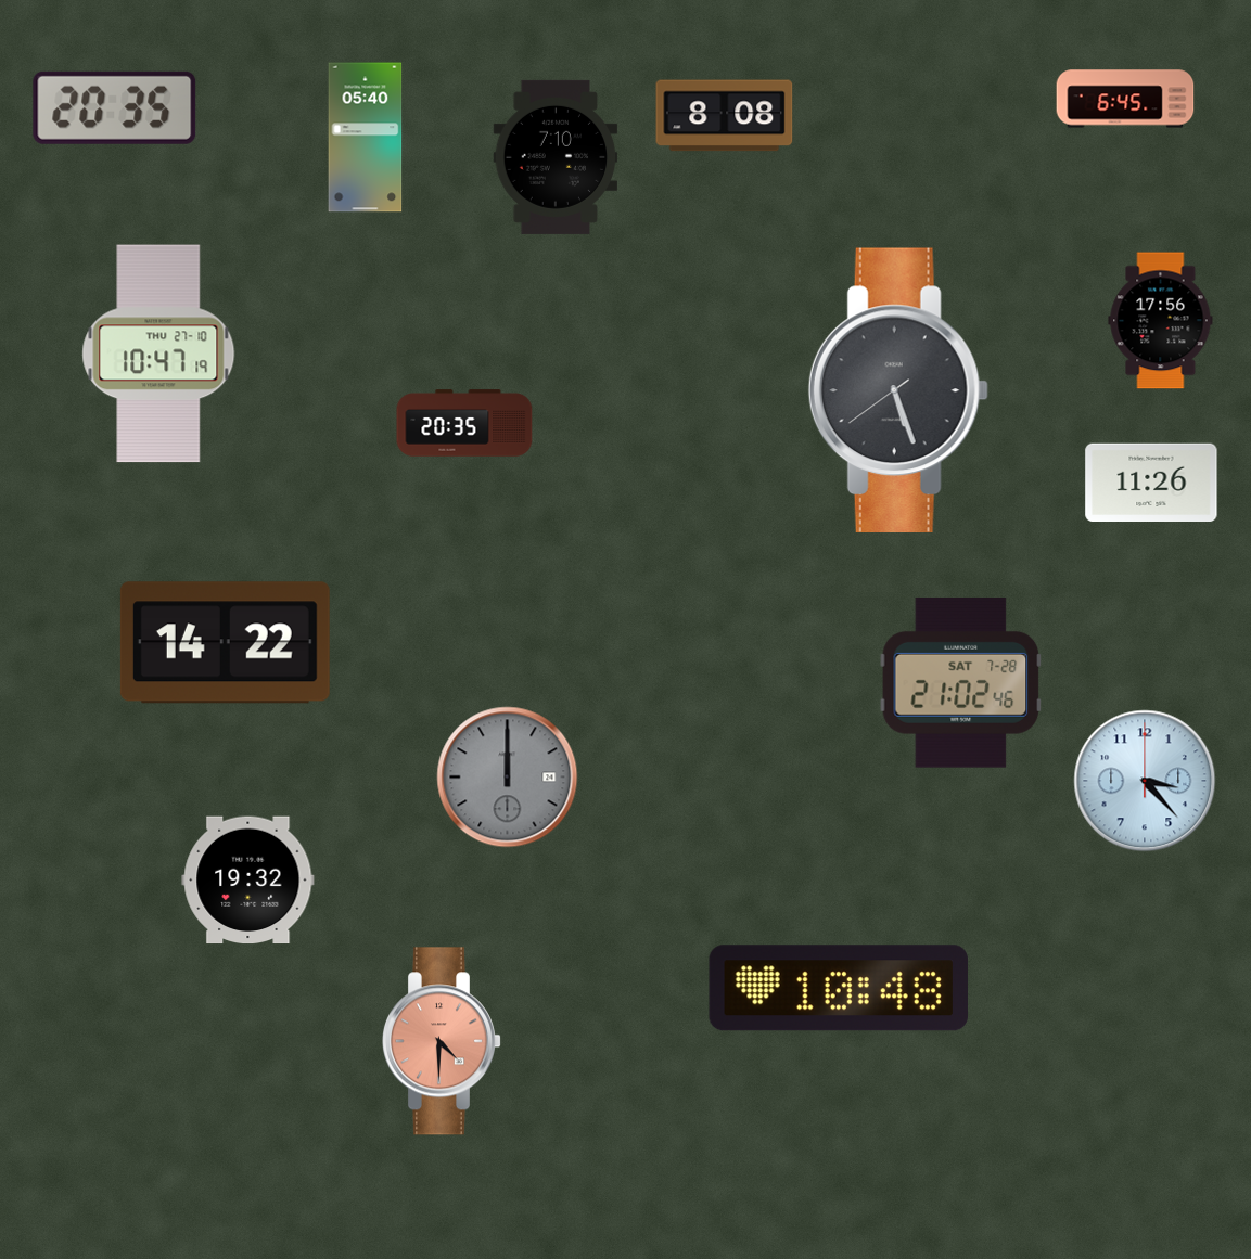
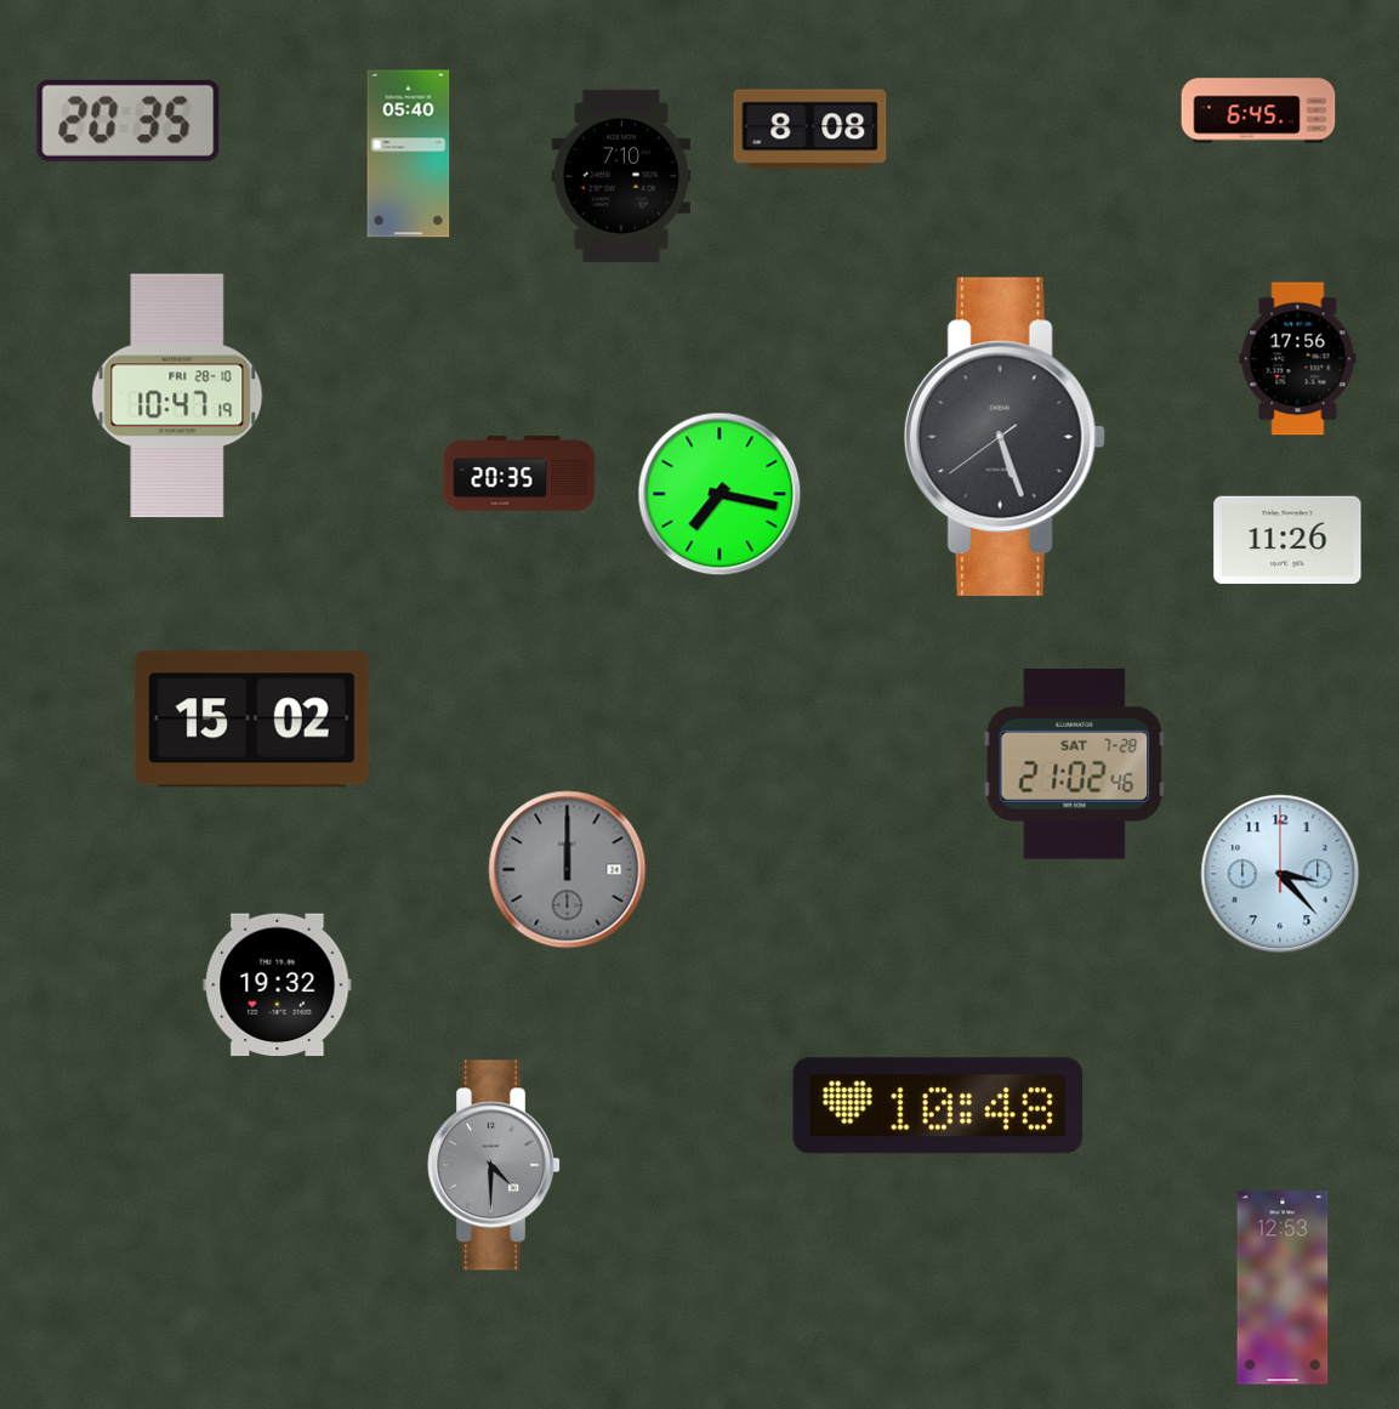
clock at (158, 354) date: THU 27-10 -> FRI 28-10
clock at (720, 494): none -> 7:17
clock at (225, 643): 14:22 -> 15:02
clock at (442, 1041) dial: salmon -> grey
clock at (1283, 1288): none -> 12:53
